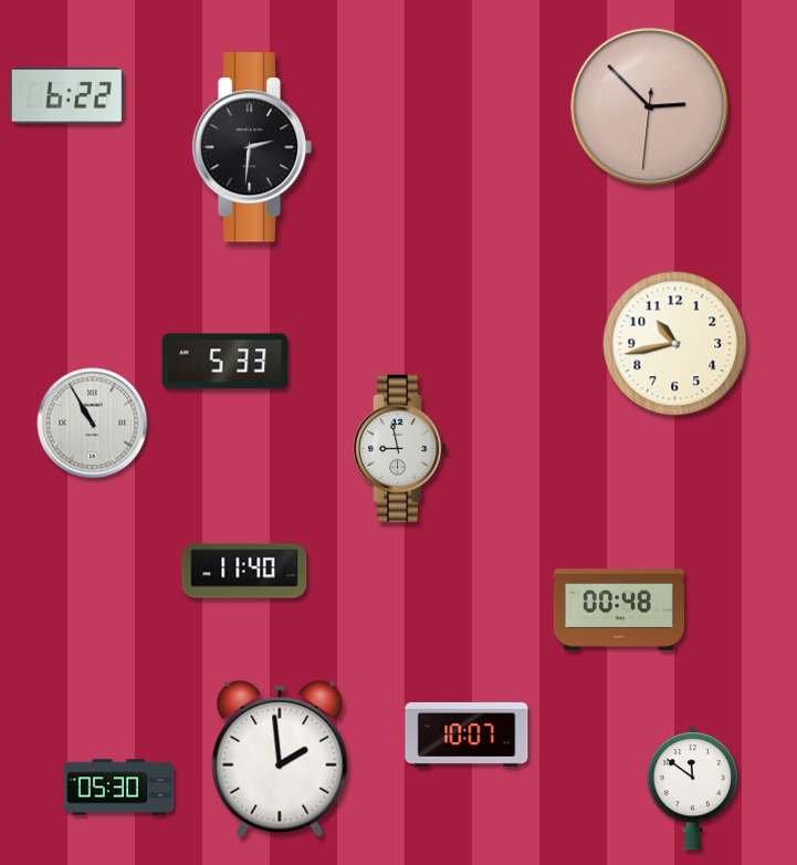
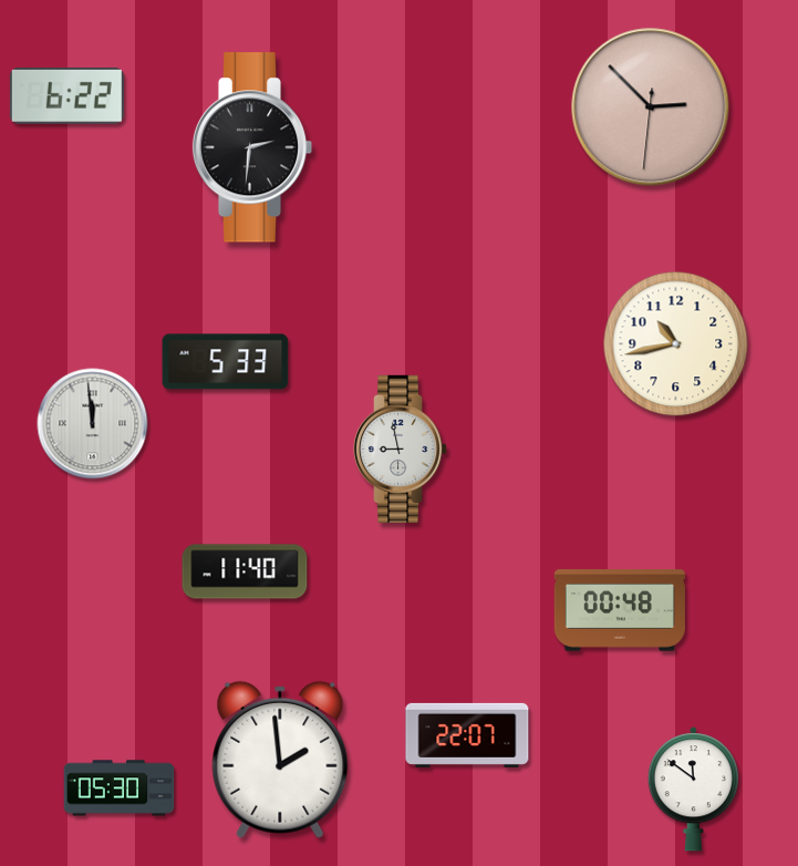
clock at (93, 424): 10:55 -> 11:59
clock at (466, 734): 10:07 -> 22:07
